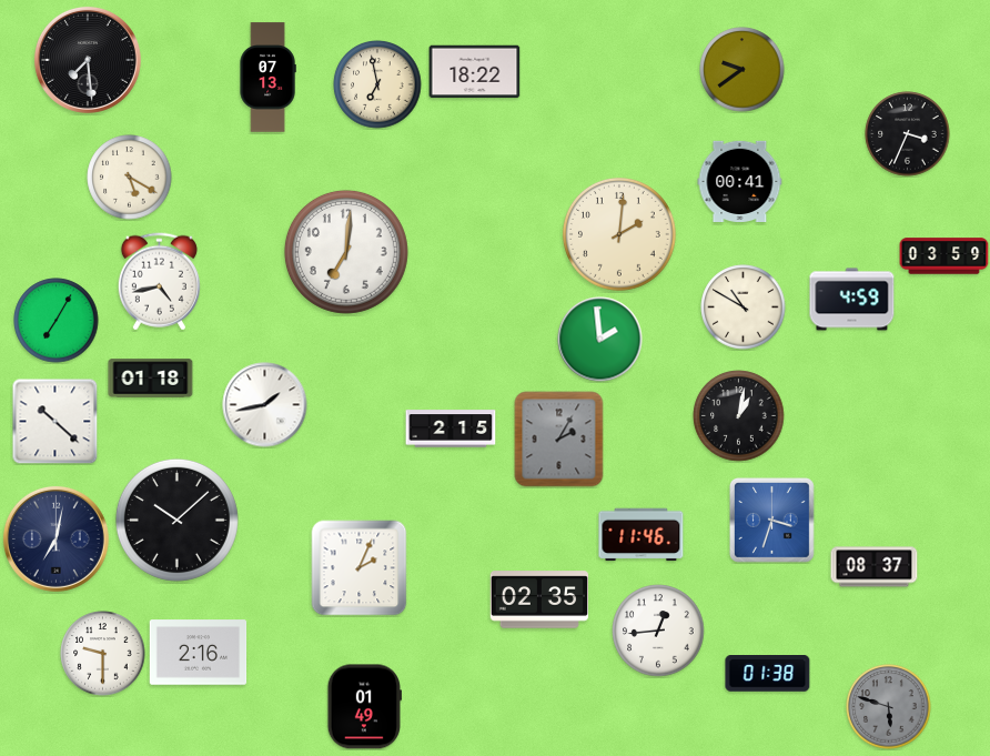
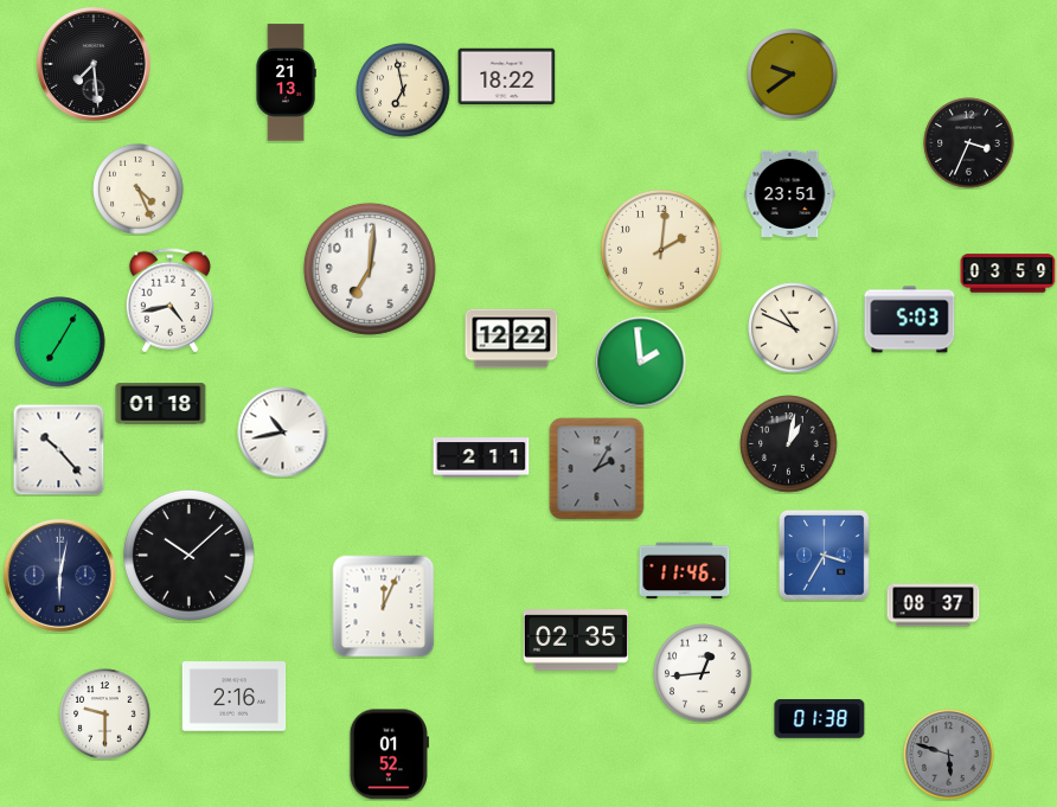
clock at (267, 78): 07:13 -> 21:13
clock at (130, 178): 5:20 -> 4:26
clock at (740, 181): 00:41 -> 23:51
clock at (852, 300): 4:59 -> 5:03
clock at (744, 308): 10:50 -> 10:49
clock at (512, 339): none -> 12:22
clock at (265, 405): 1:43 -> 10:43
clock at (54, 421): 10:22 -> 10:23
clock at (451, 429): 2:15 -> 2:11
clock at (771, 520): 3:33 -> 3:35
clock at (55, 538): 7:02 -> 6:02
clock at (360, 568): 2:04 -> 12:04
clock at (199, 653) position: (199, 653) -> (235, 697)
clock at (103, 654) position: (103, 654) -> (105, 715)
clock at (364, 707): 01:49 -> 01:52
